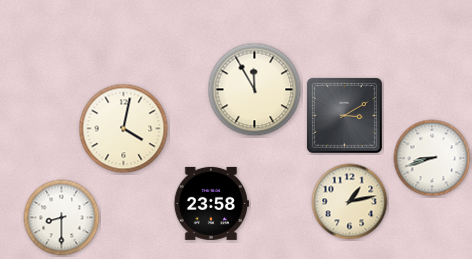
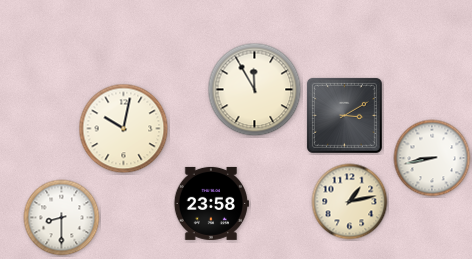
clock at (124, 129): 4:02 -> 10:02
clock at (432, 158): 8:42 -> 8:43
